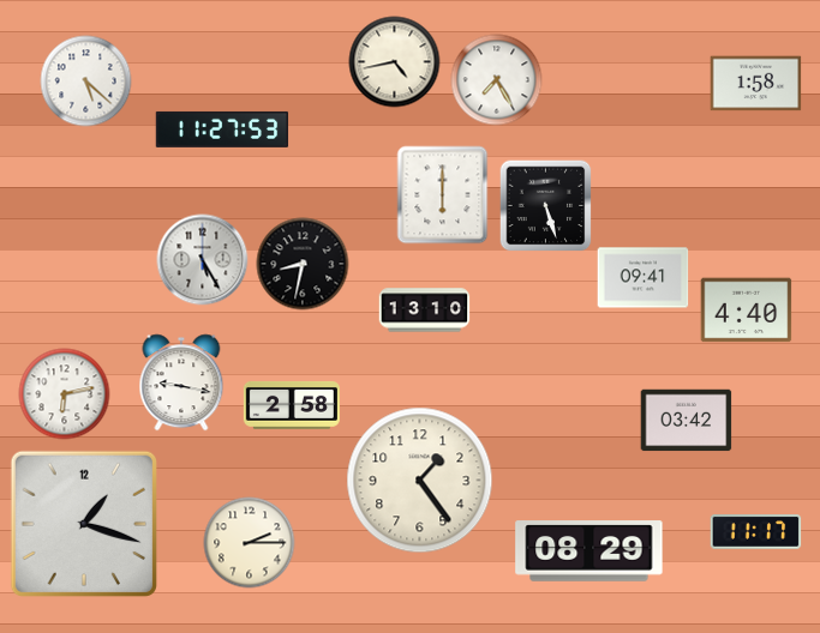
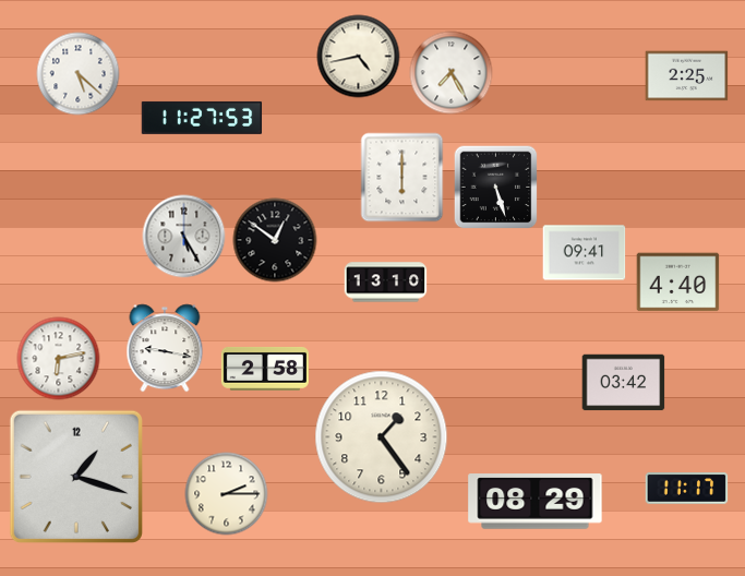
clock at (756, 84): 1:58 -> 2:25
clock at (303, 264): 8:32 -> 12:51
clock at (756, 532) position: (756, 532) -> (687, 489)
